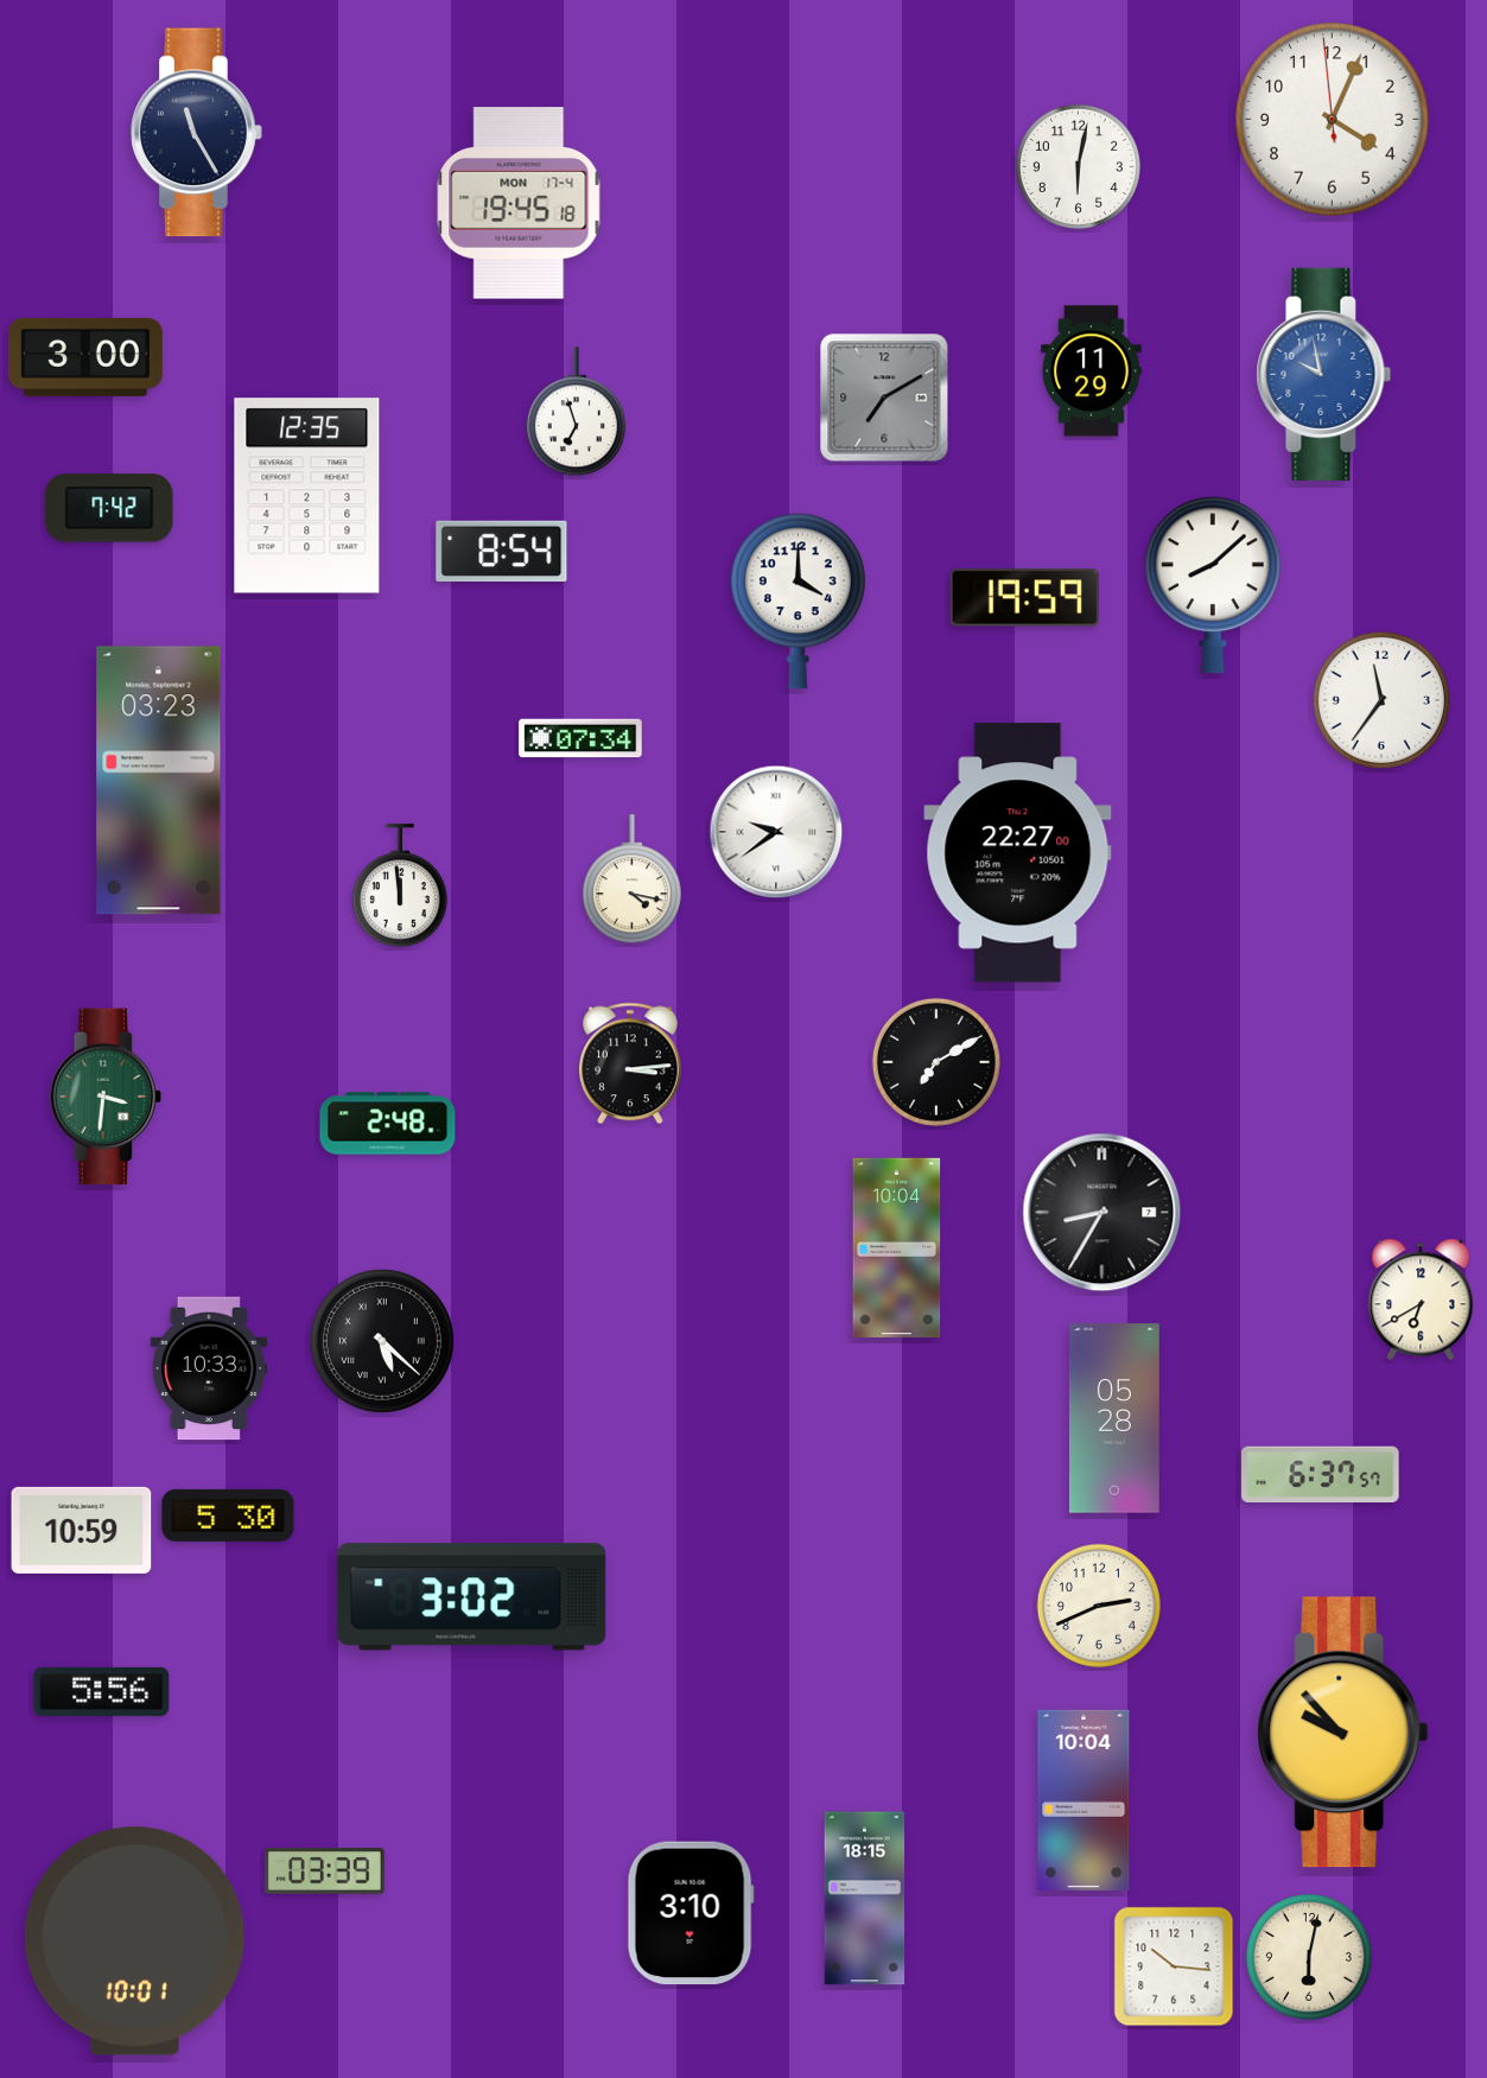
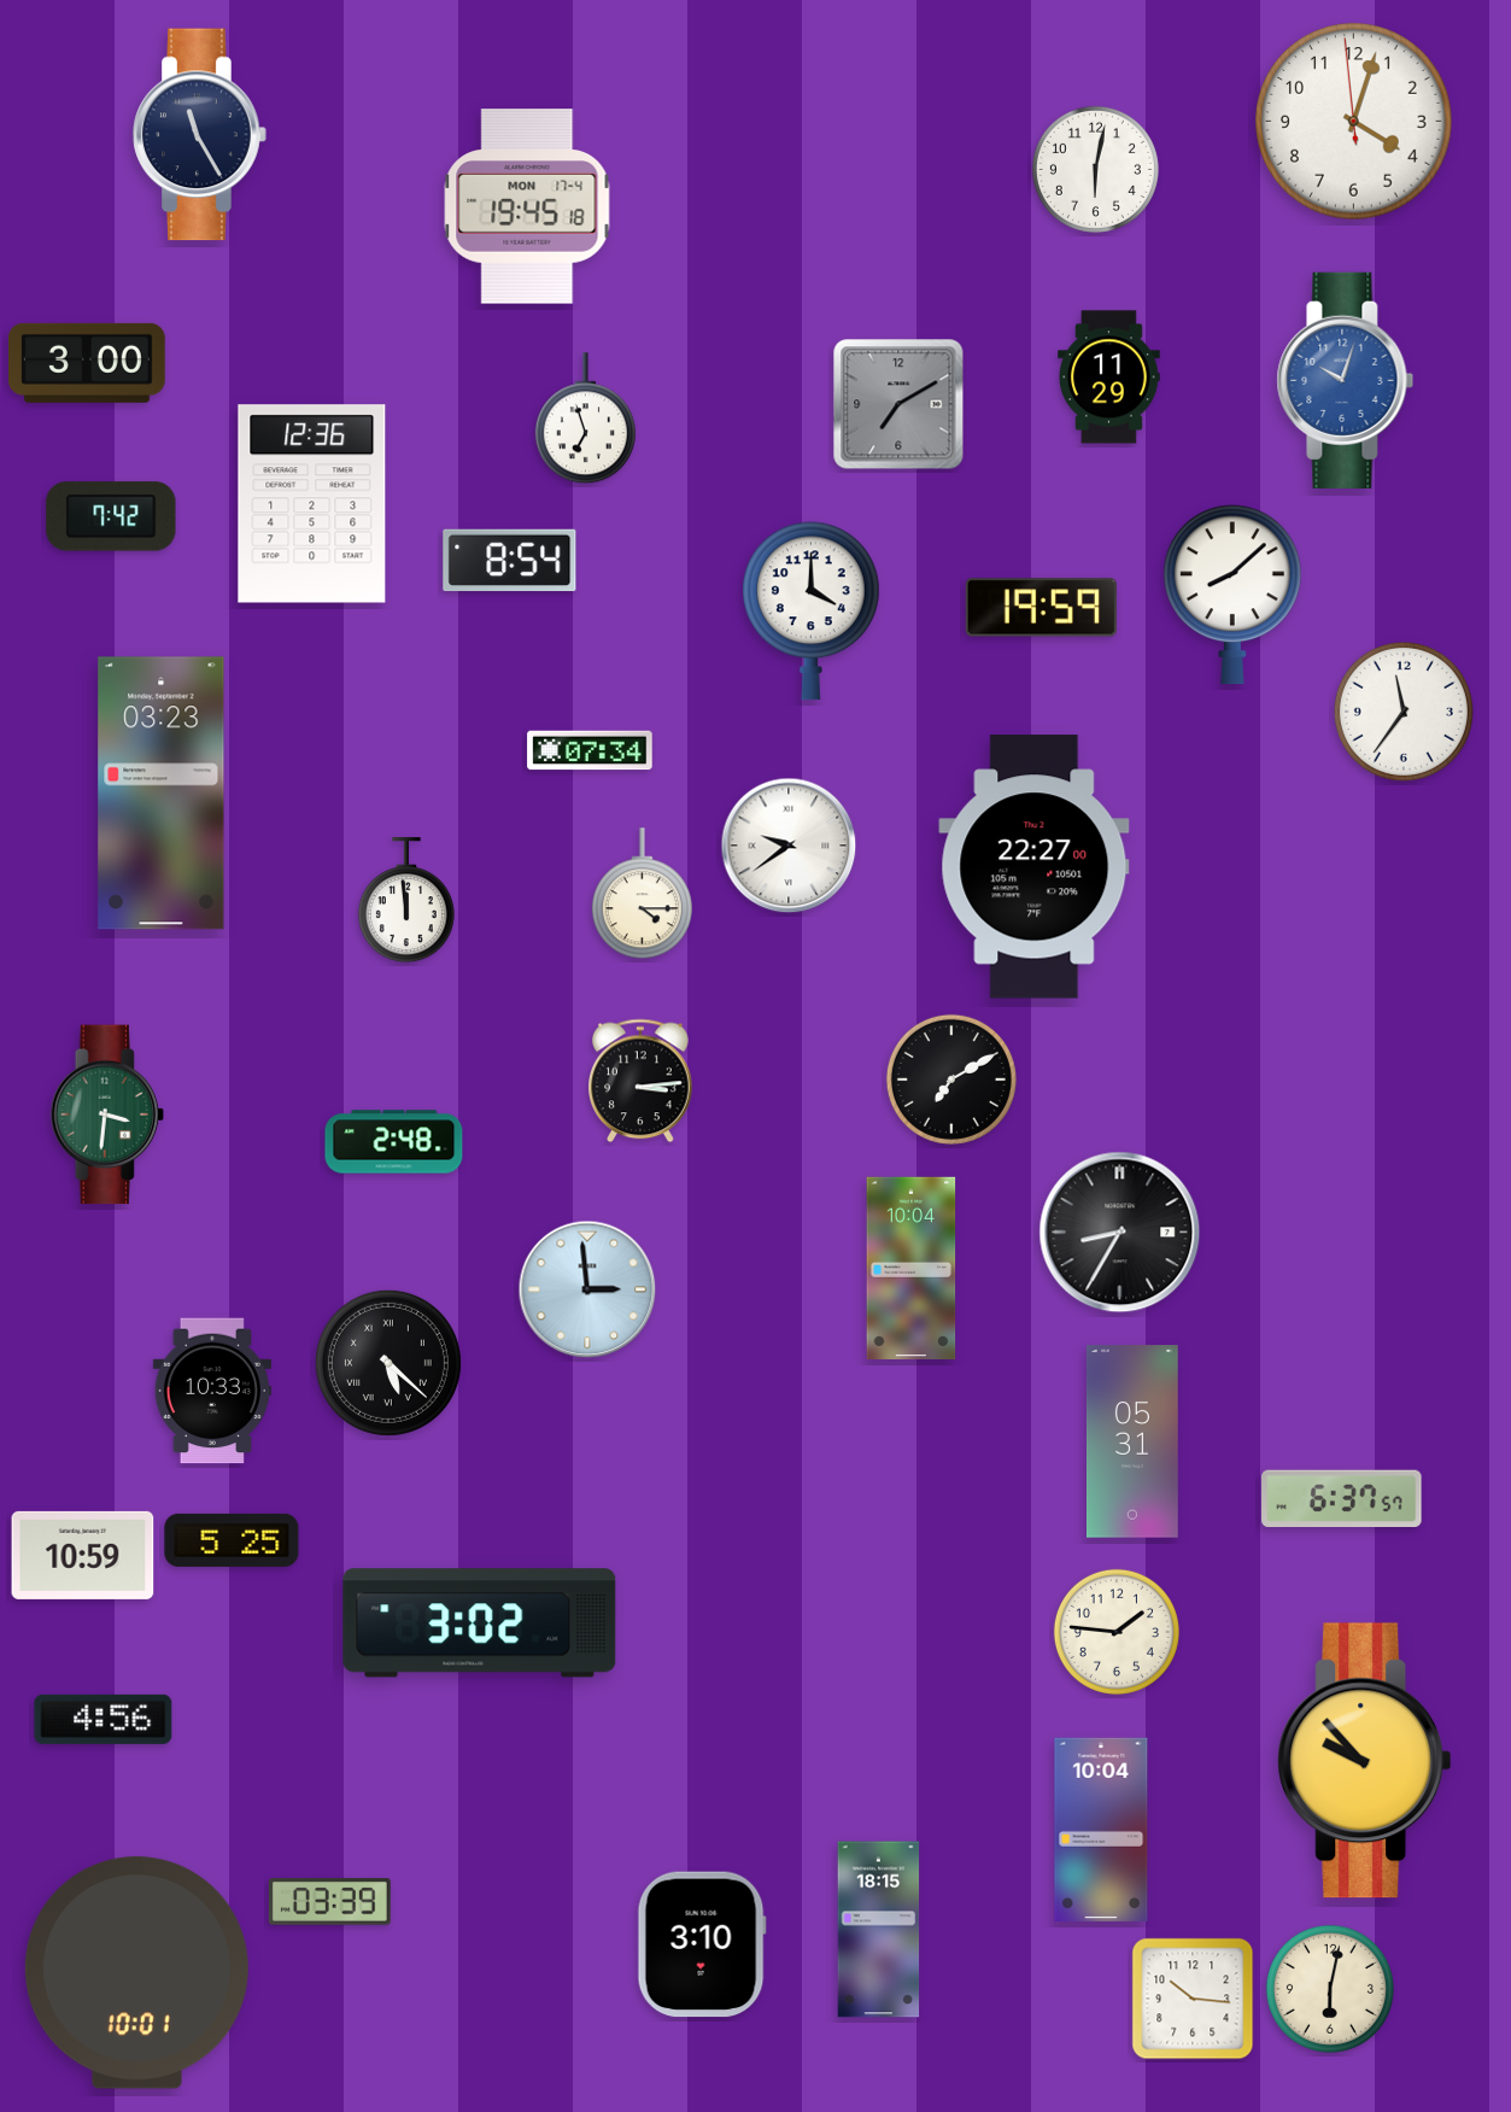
clock at (1333, 120): 4:03 -> 4:02
clock at (1324, 374): 9:58 -> 10:03
clock at (307, 496): 12:35 -> 12:36
clock at (631, 879): 4:17 -> 4:15
clock at (587, 1289): none -> 2:59
clock at (1421, 1299): 6:40 -> none
clock at (1116, 1418): 05:28 -> 05:31
clock at (228, 1515): 5:30 -> 5:25
clock at (1099, 1606): 2:41 -> 1:46
clock at (102, 1691): 5:56 -> 4:56
